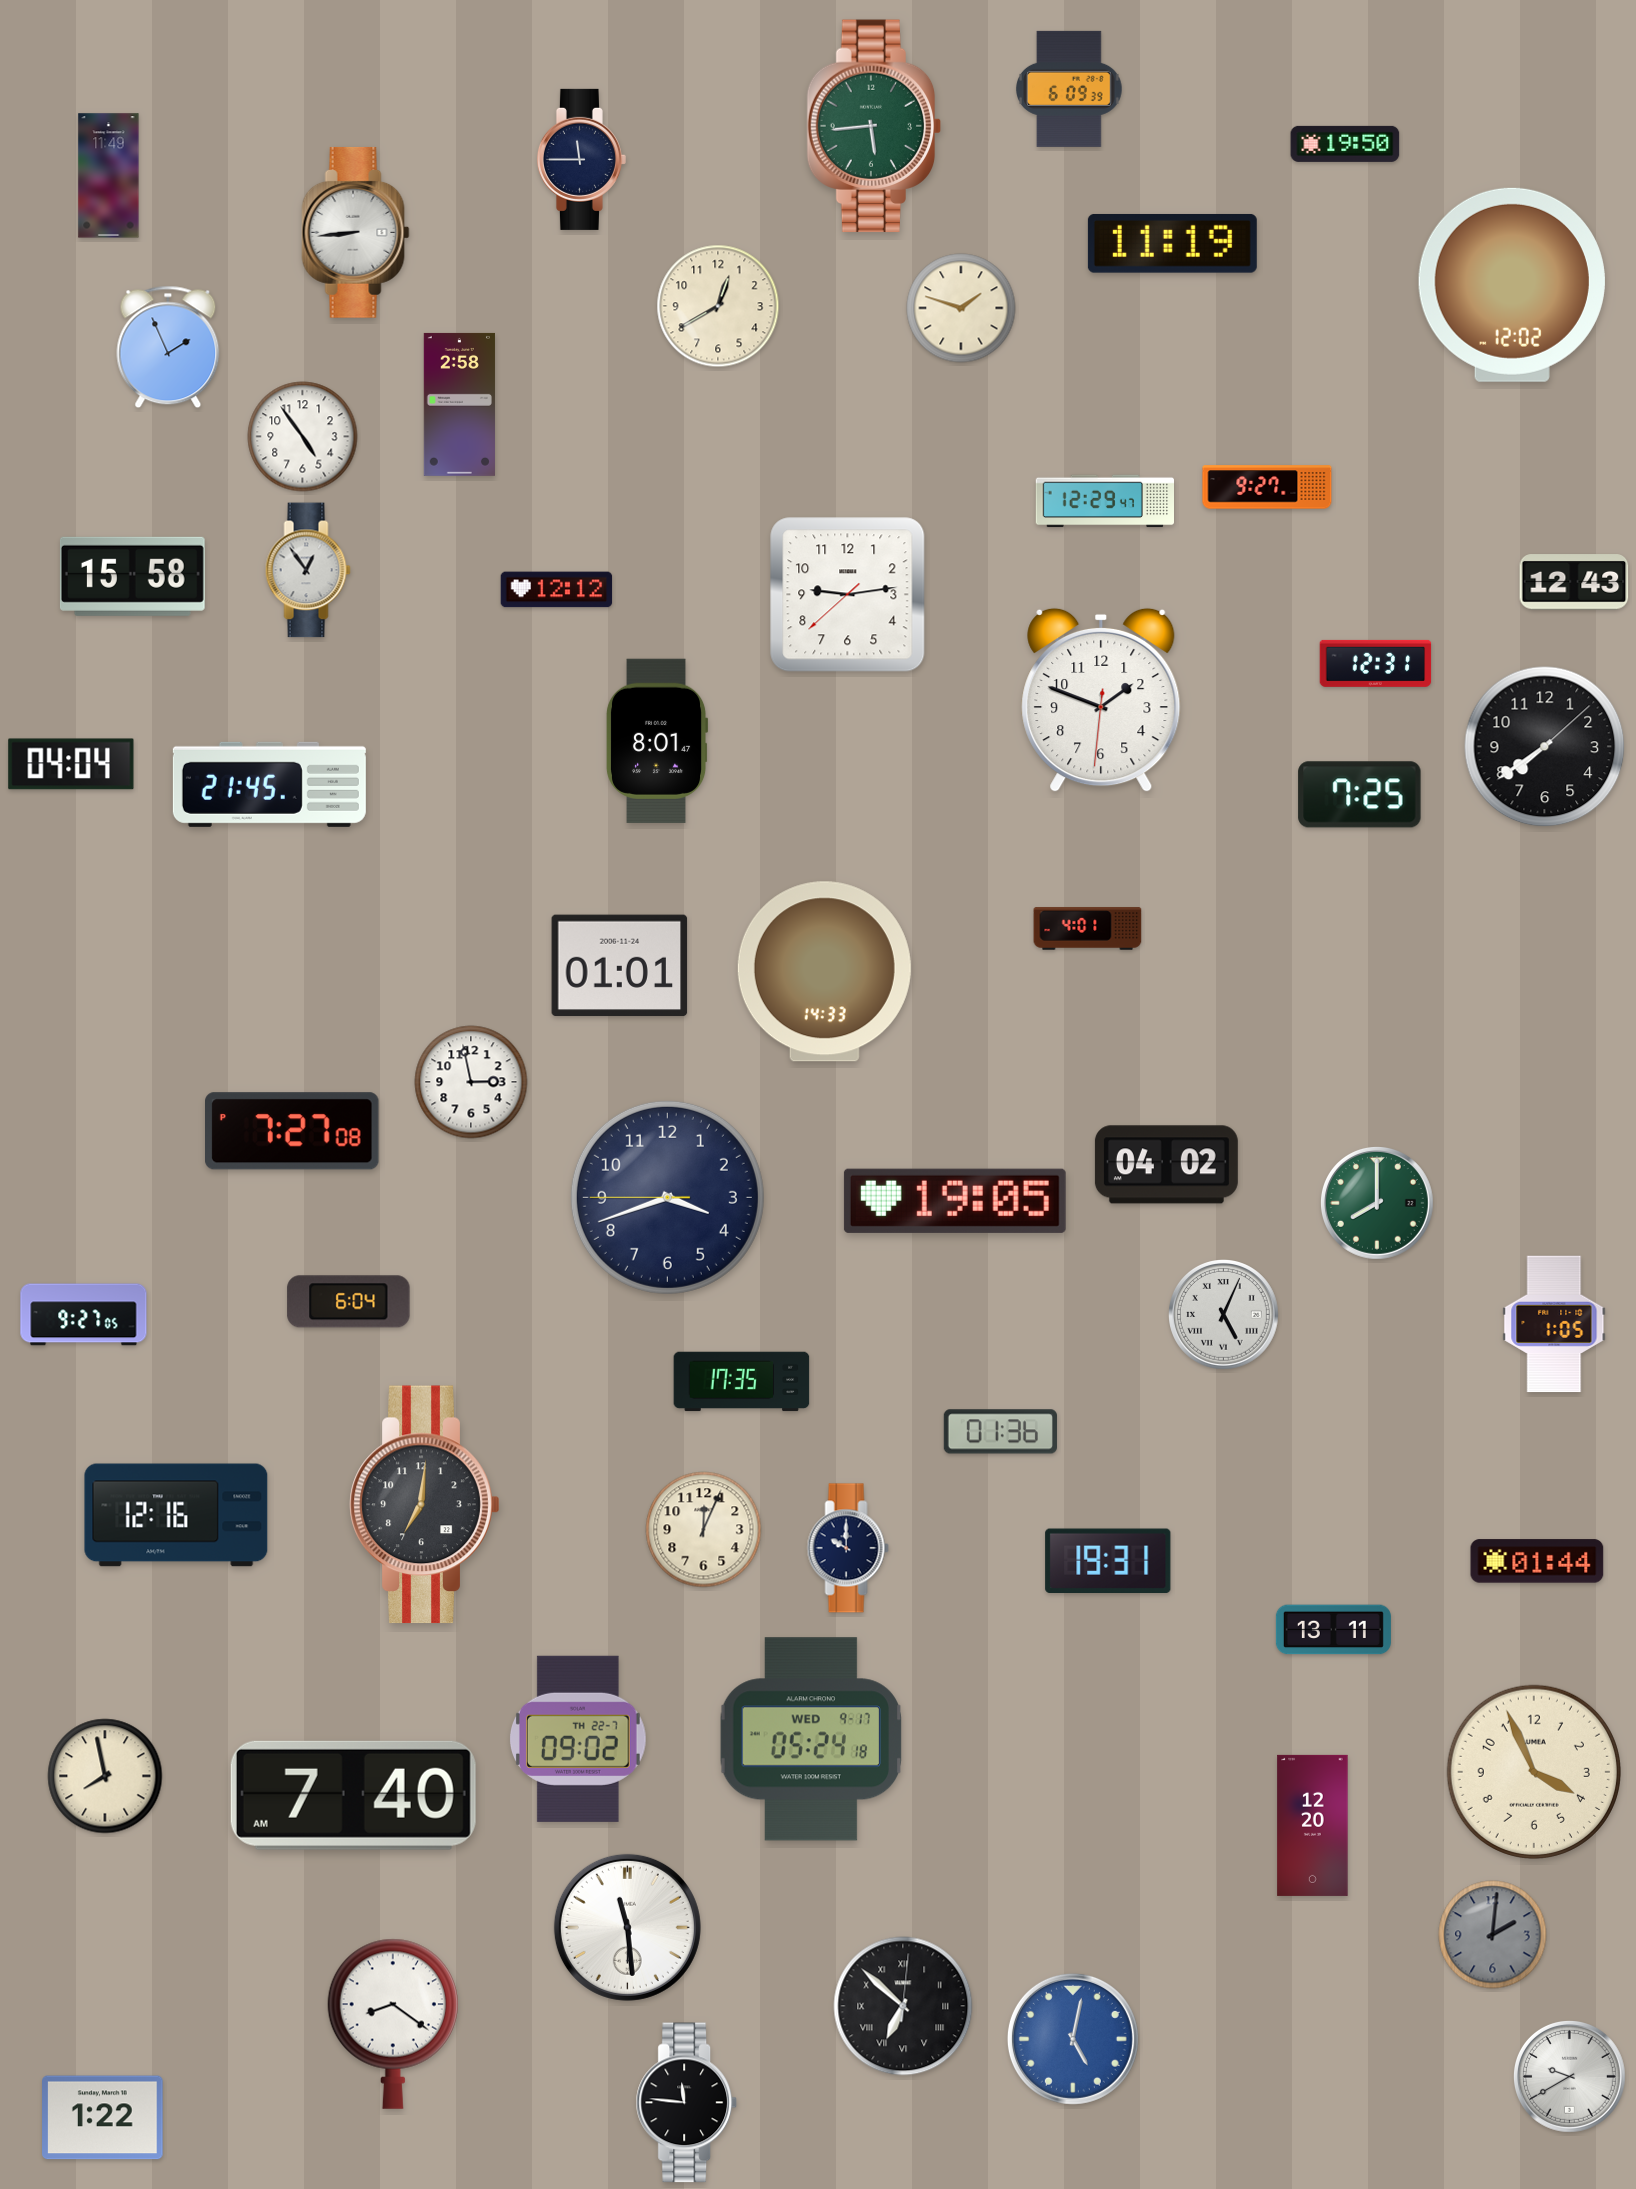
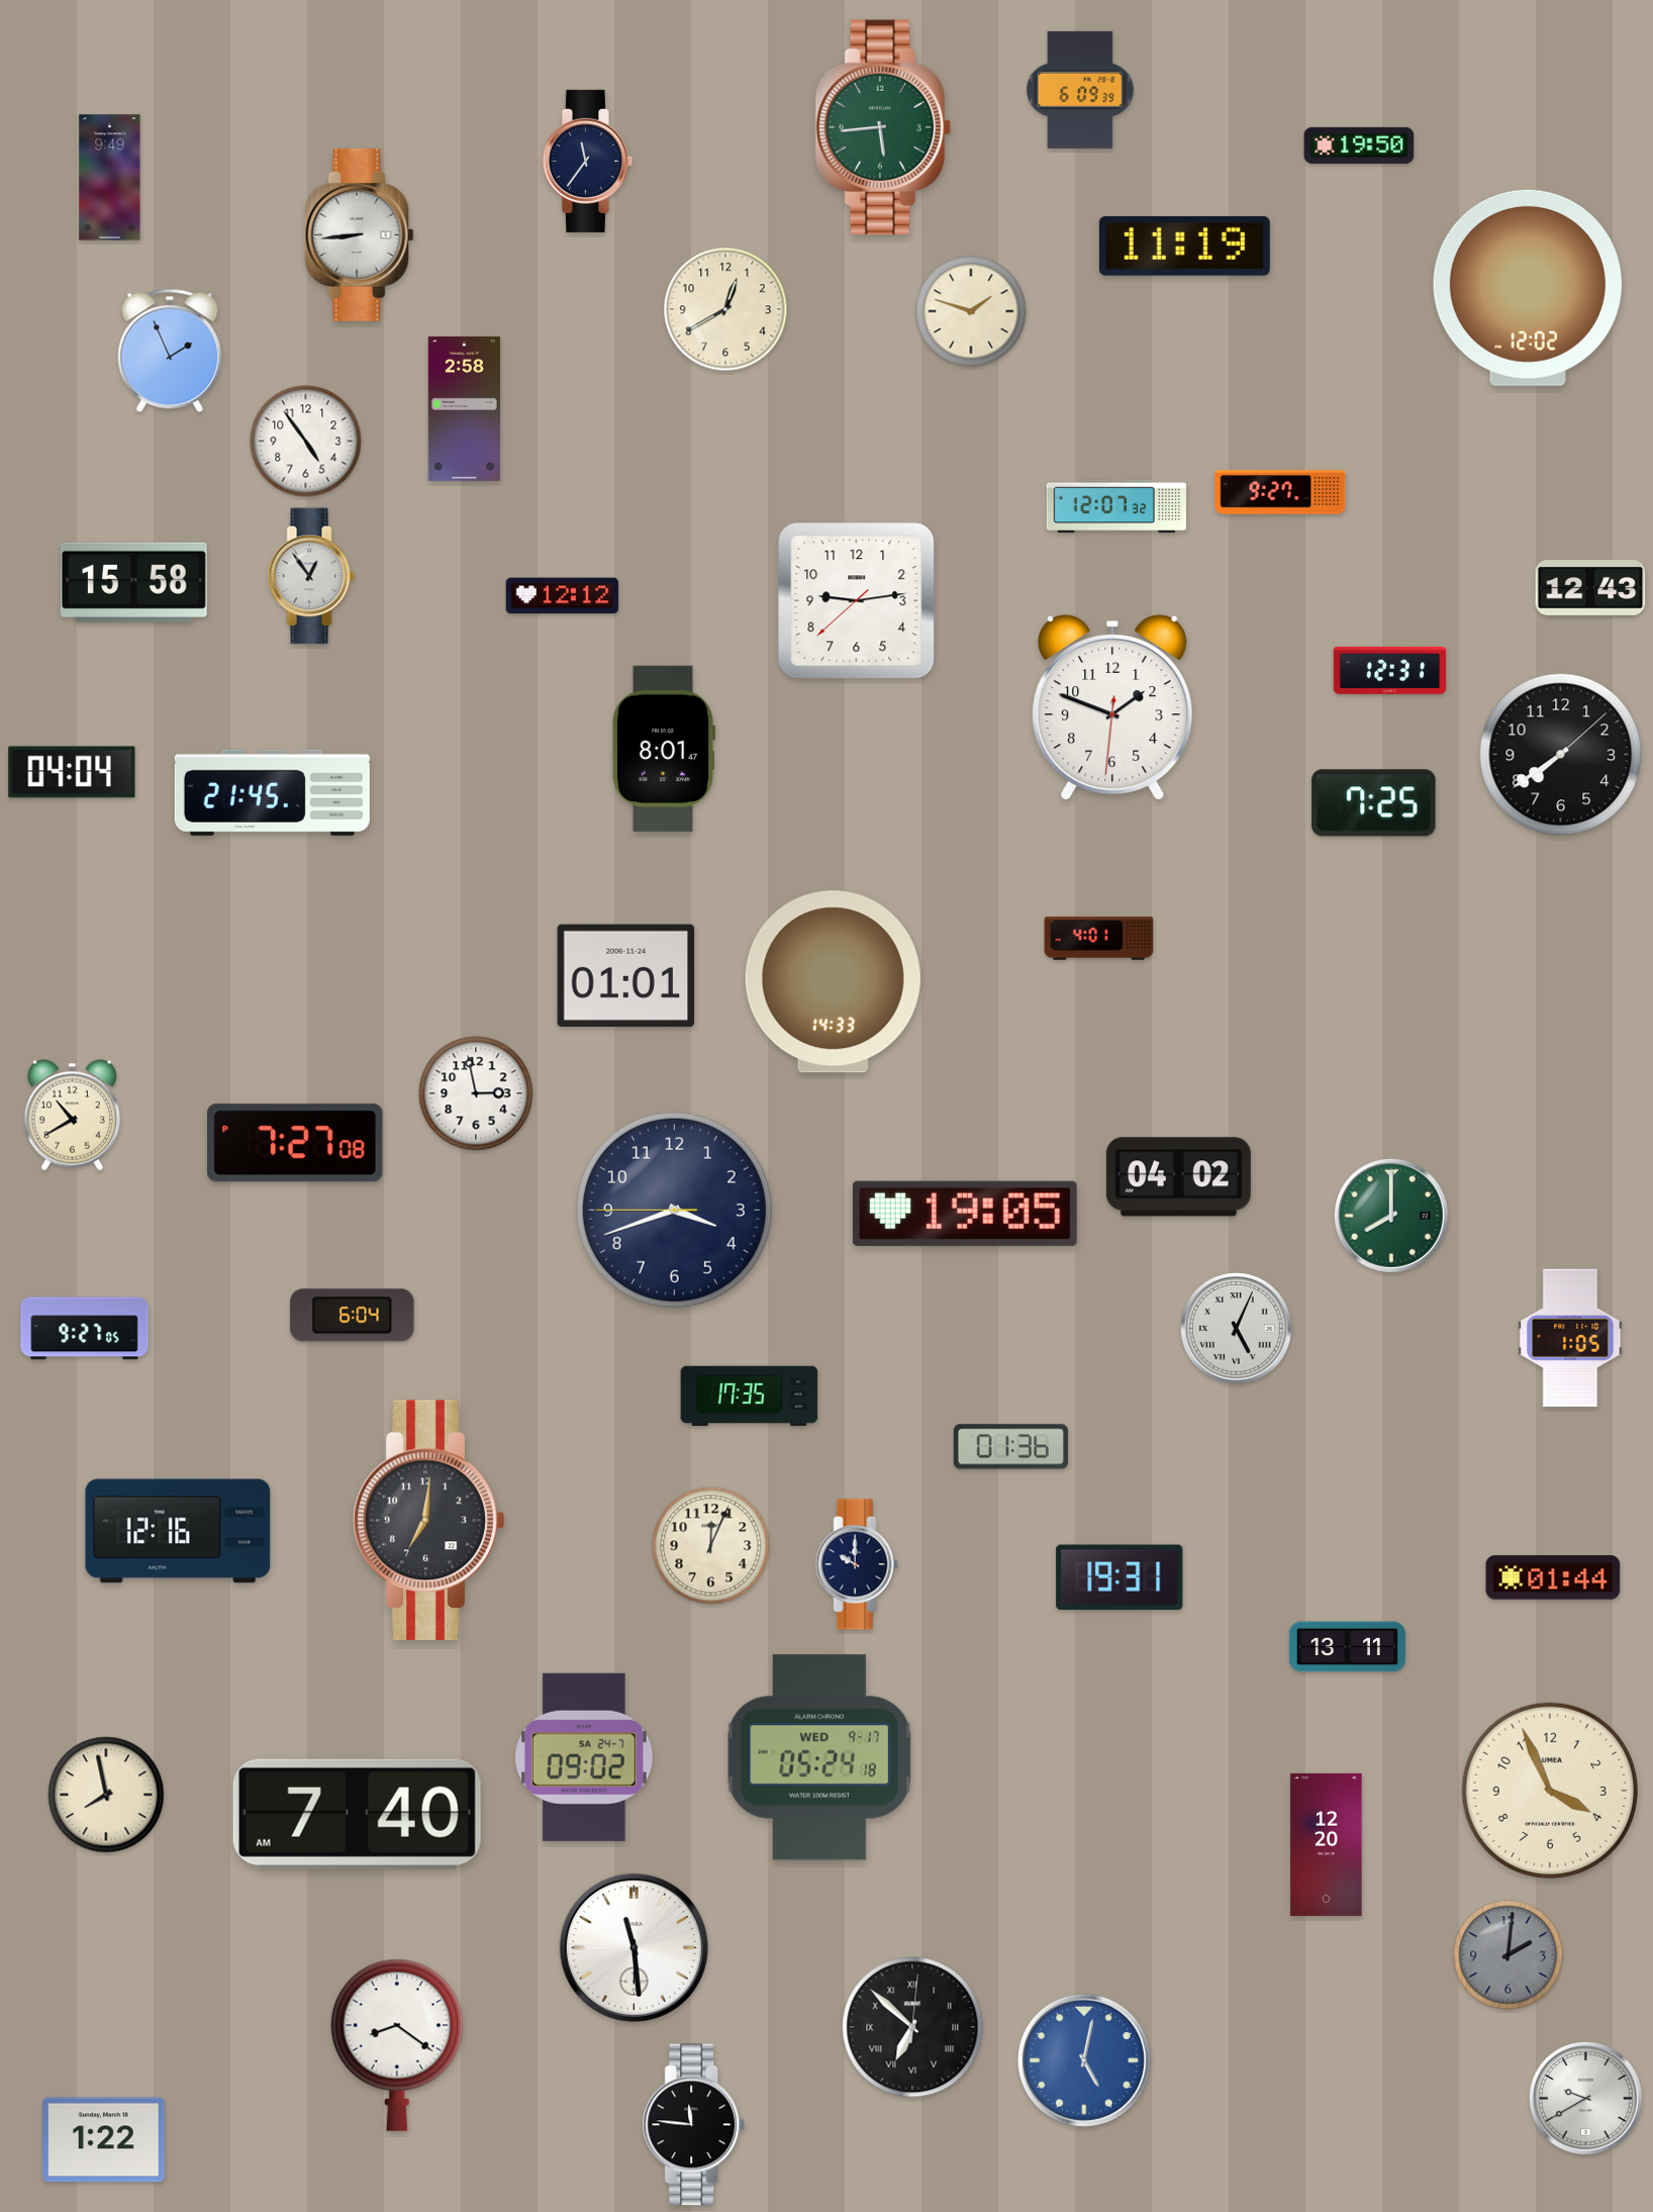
clock at (581, 159): 11:45 -> 11:36
clock at (109, 176): 11:49 -> 9:49
clock at (1104, 501): 12:29 -> 12:07
clock at (72, 1116): none -> 10:40
clock at (579, 1739) date: TH 22-7 -> SA 24-7
